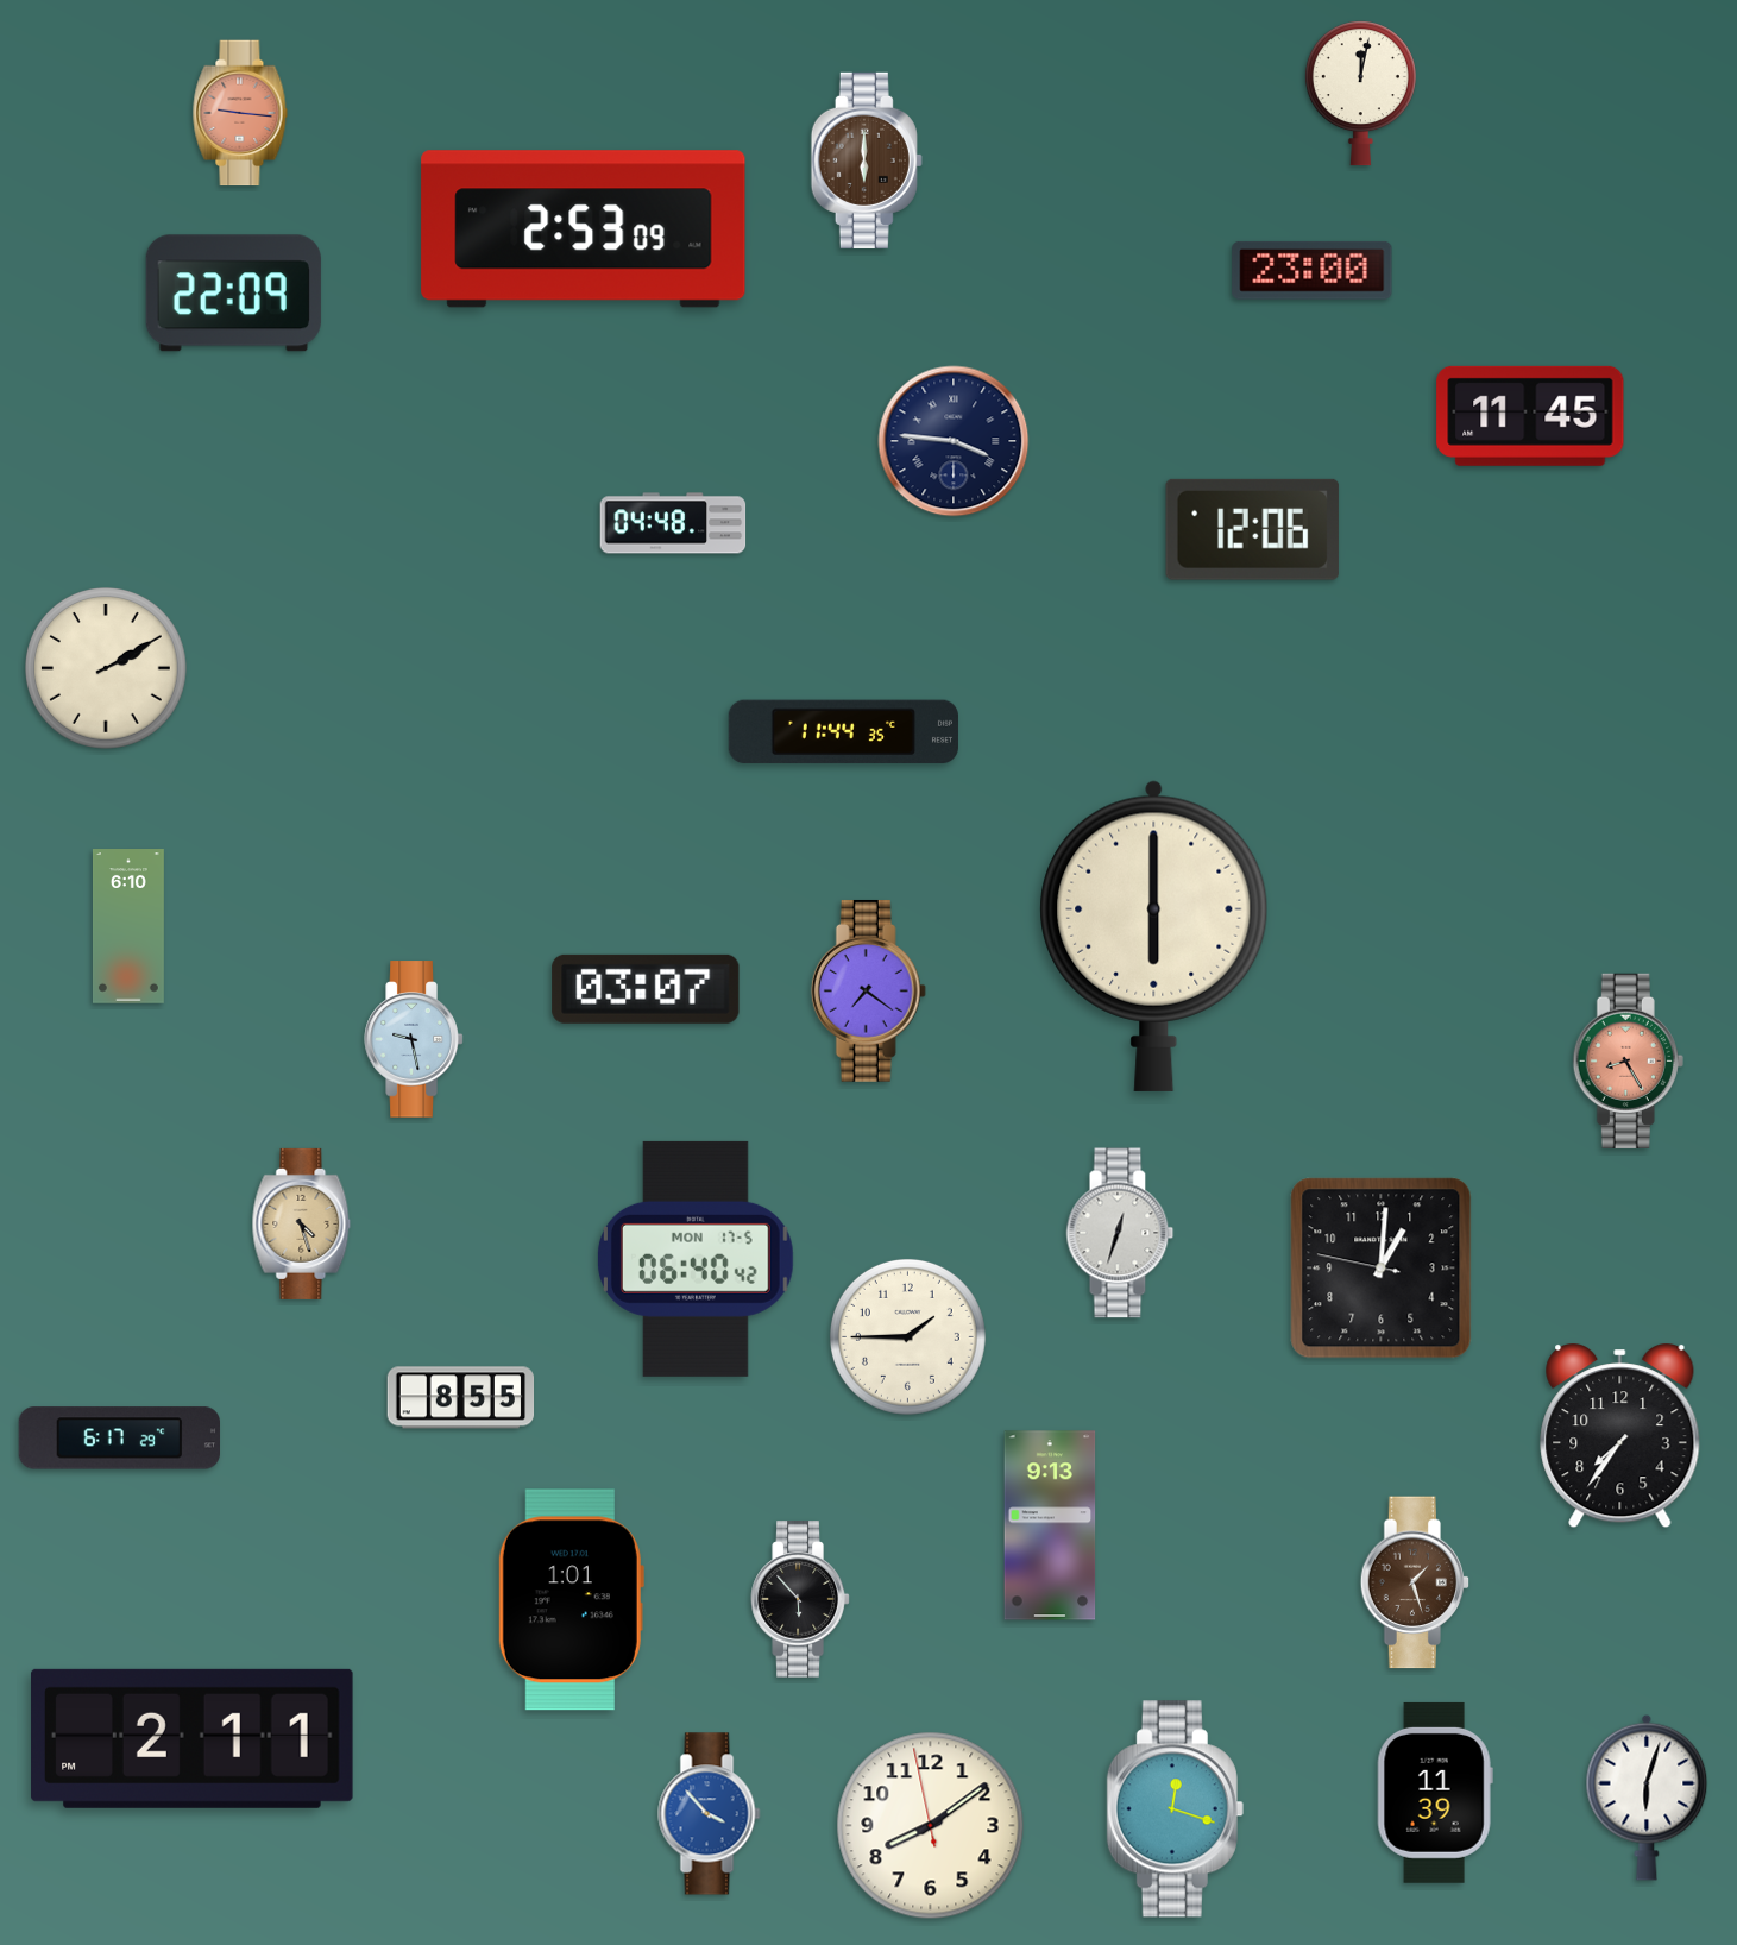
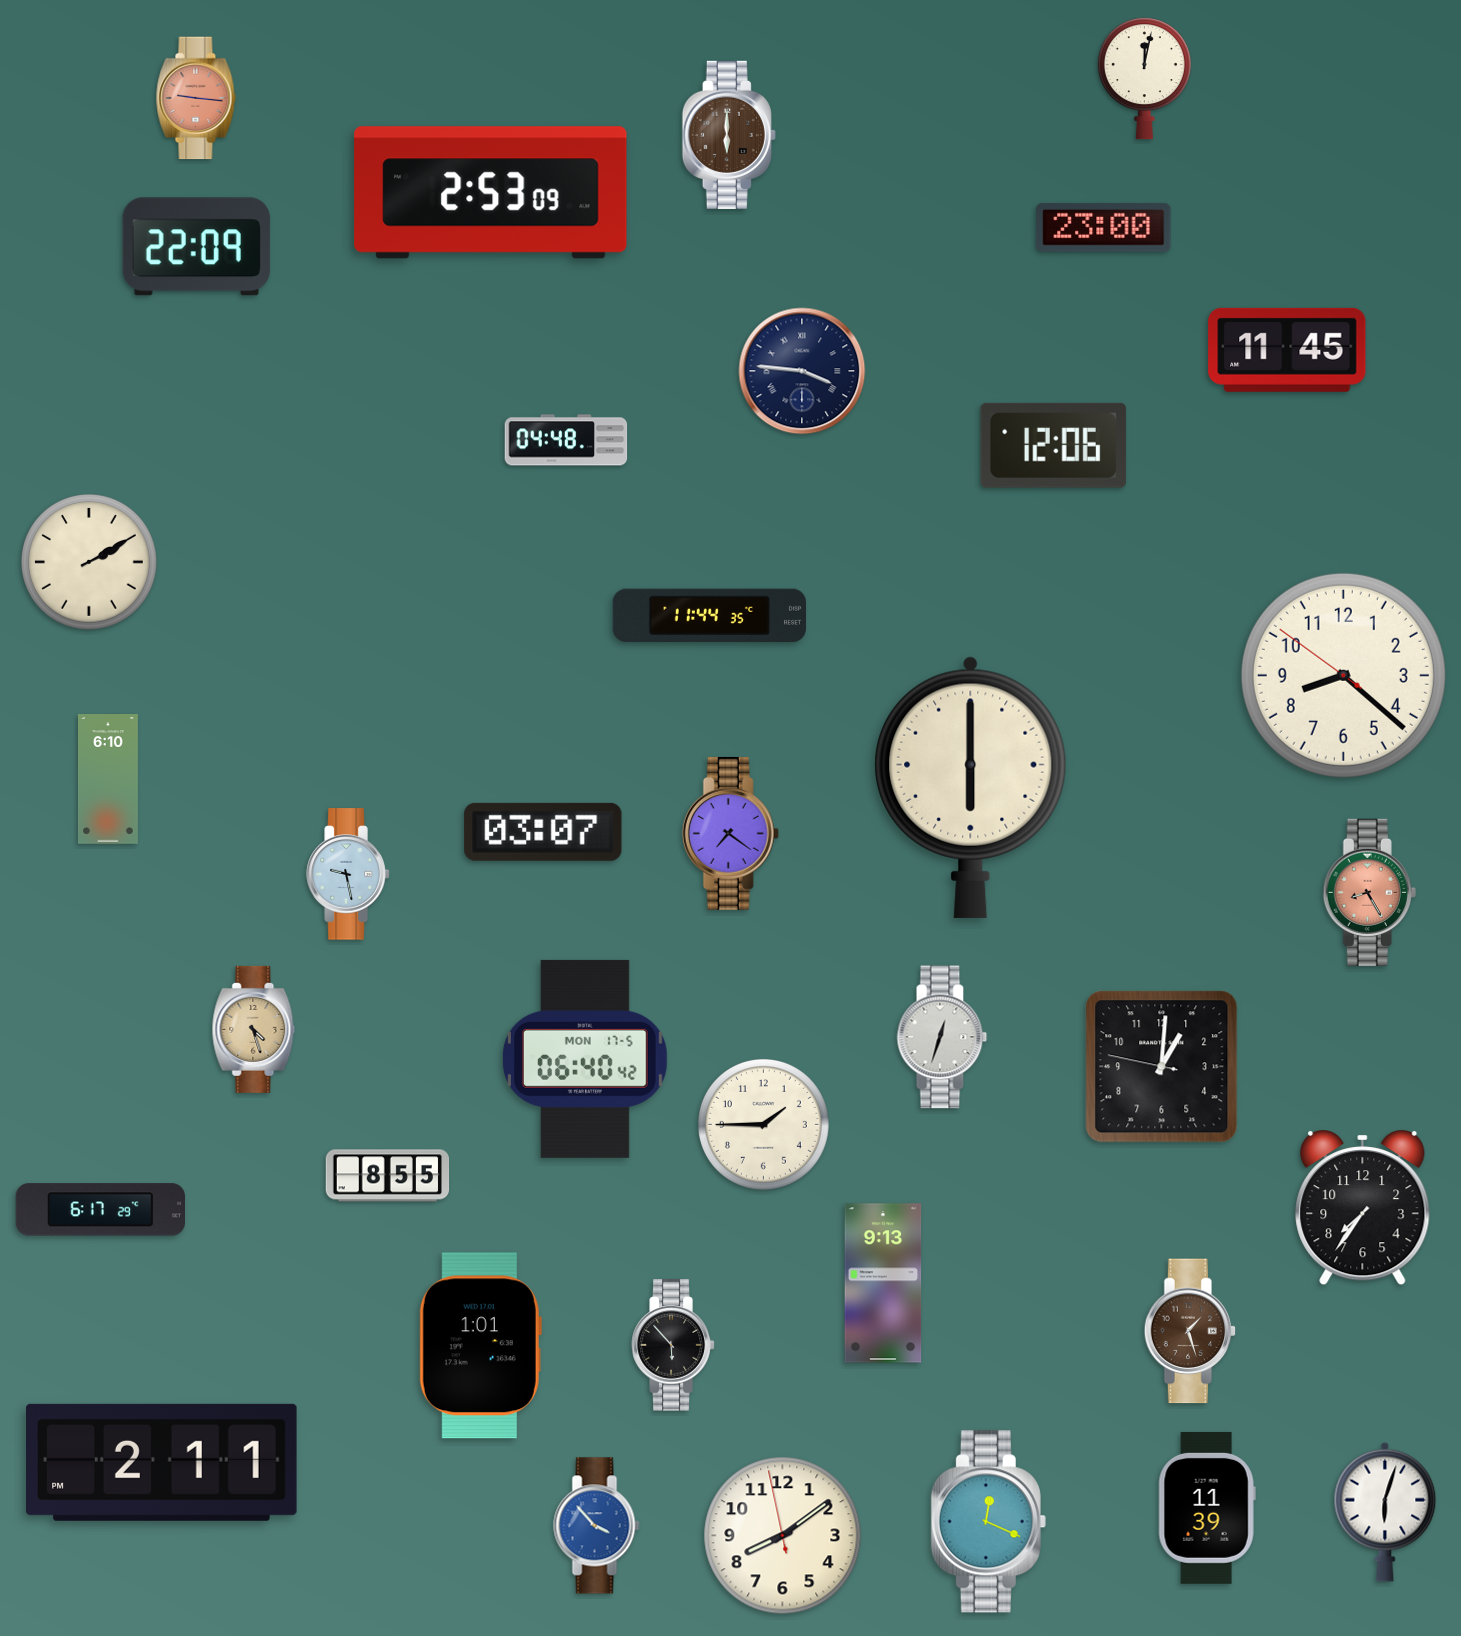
clock at (240, 113) position: (240, 113) -> (196, 98)
clock at (1343, 675): none -> 8:21
clock at (1175, 1809): 12:18 -> 12:19
